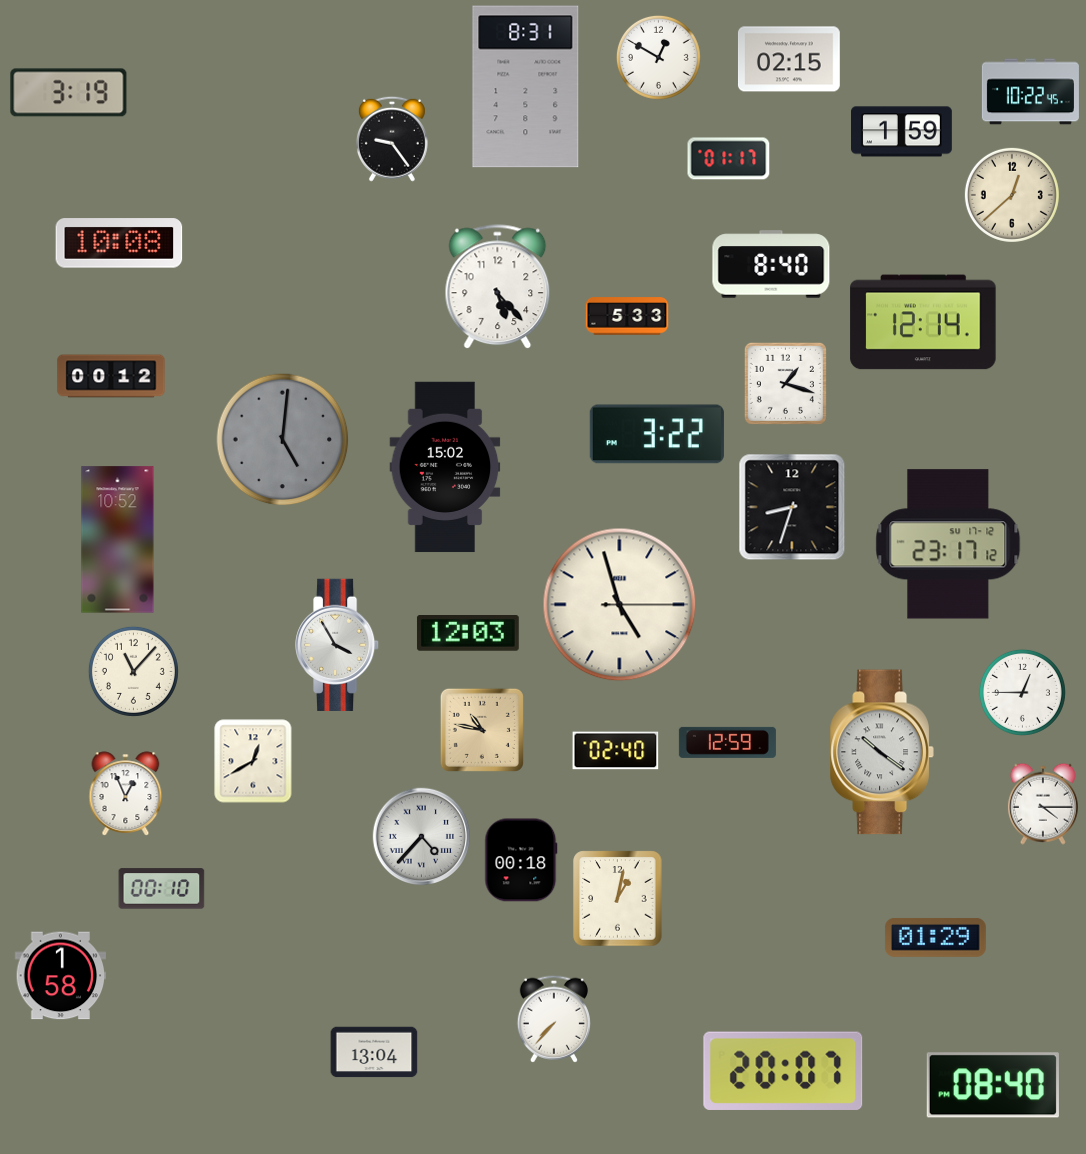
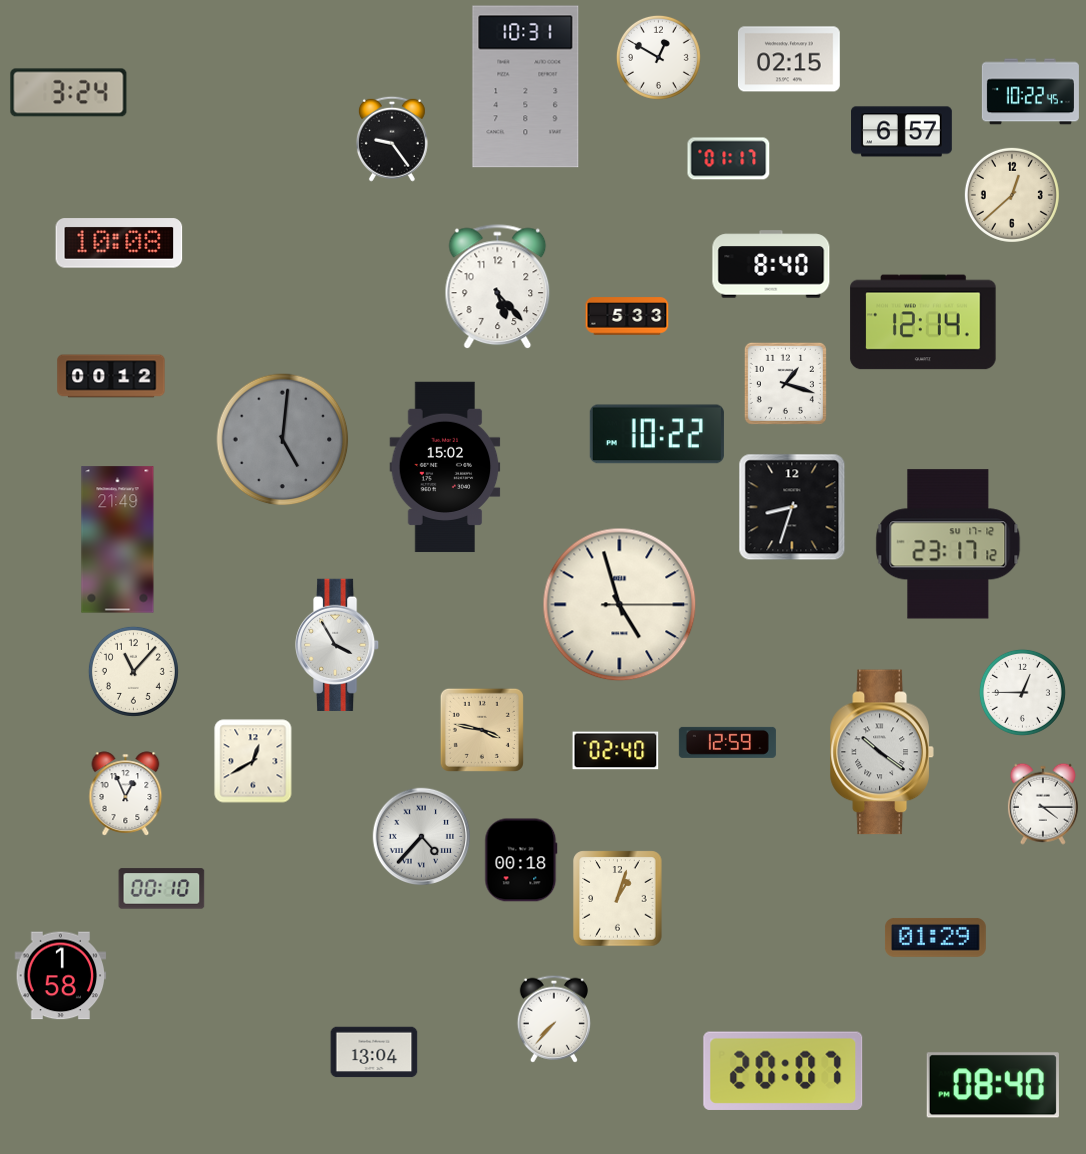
clock at (526, 87): 8:31 -> 10:31
clock at (69, 93): 3:19 -> 3:24
clock at (902, 132): 1:59 -> 6:57
clock at (657, 434): 3:22 -> 10:22
clock at (118, 540): 10:52 -> 21:49
clock at (468, 634): 12:03 -> none
clock at (482, 730): 10:47 -> 3:47
clock at (618, 899): 1:02 -> 1:03
